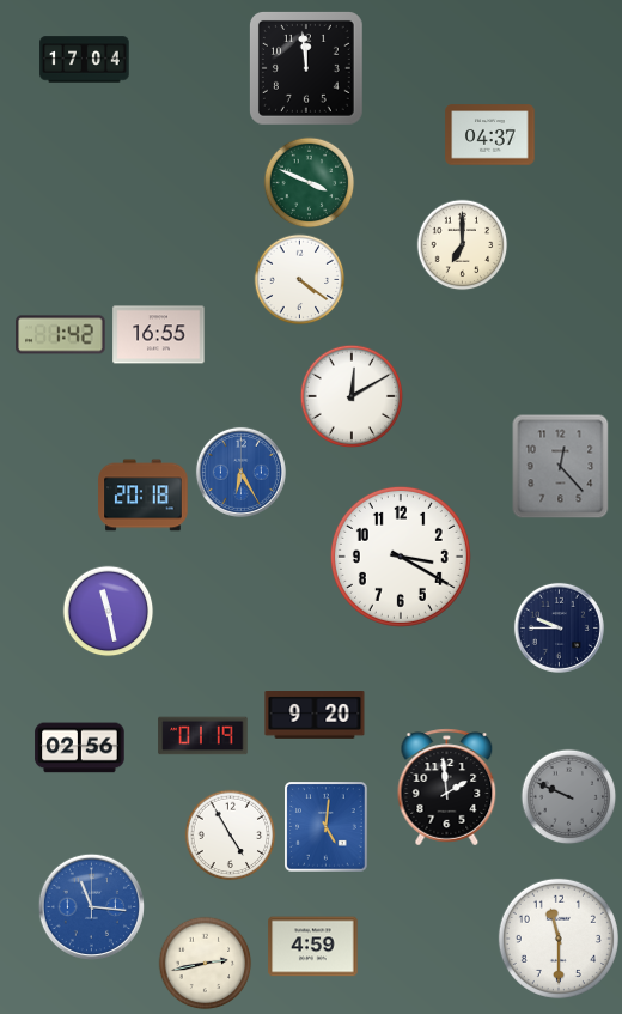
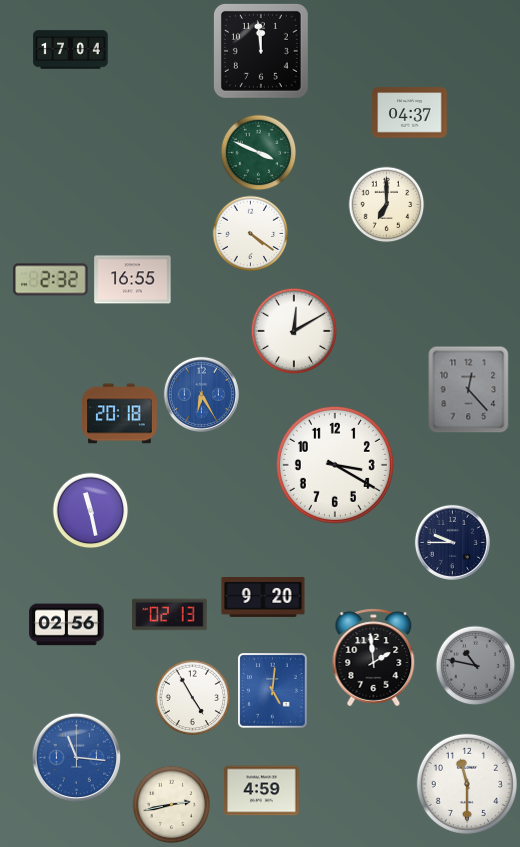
clock at (306, 68) position: (306, 68) -> (261, 51)
clock at (61, 335): 1:42 -> 2:32
clock at (559, 627) position: (559, 627) -> (452, 542)
clock at (203, 736): 01:19 -> 02:13
clock at (569, 797): 9:49 -> 10:47
